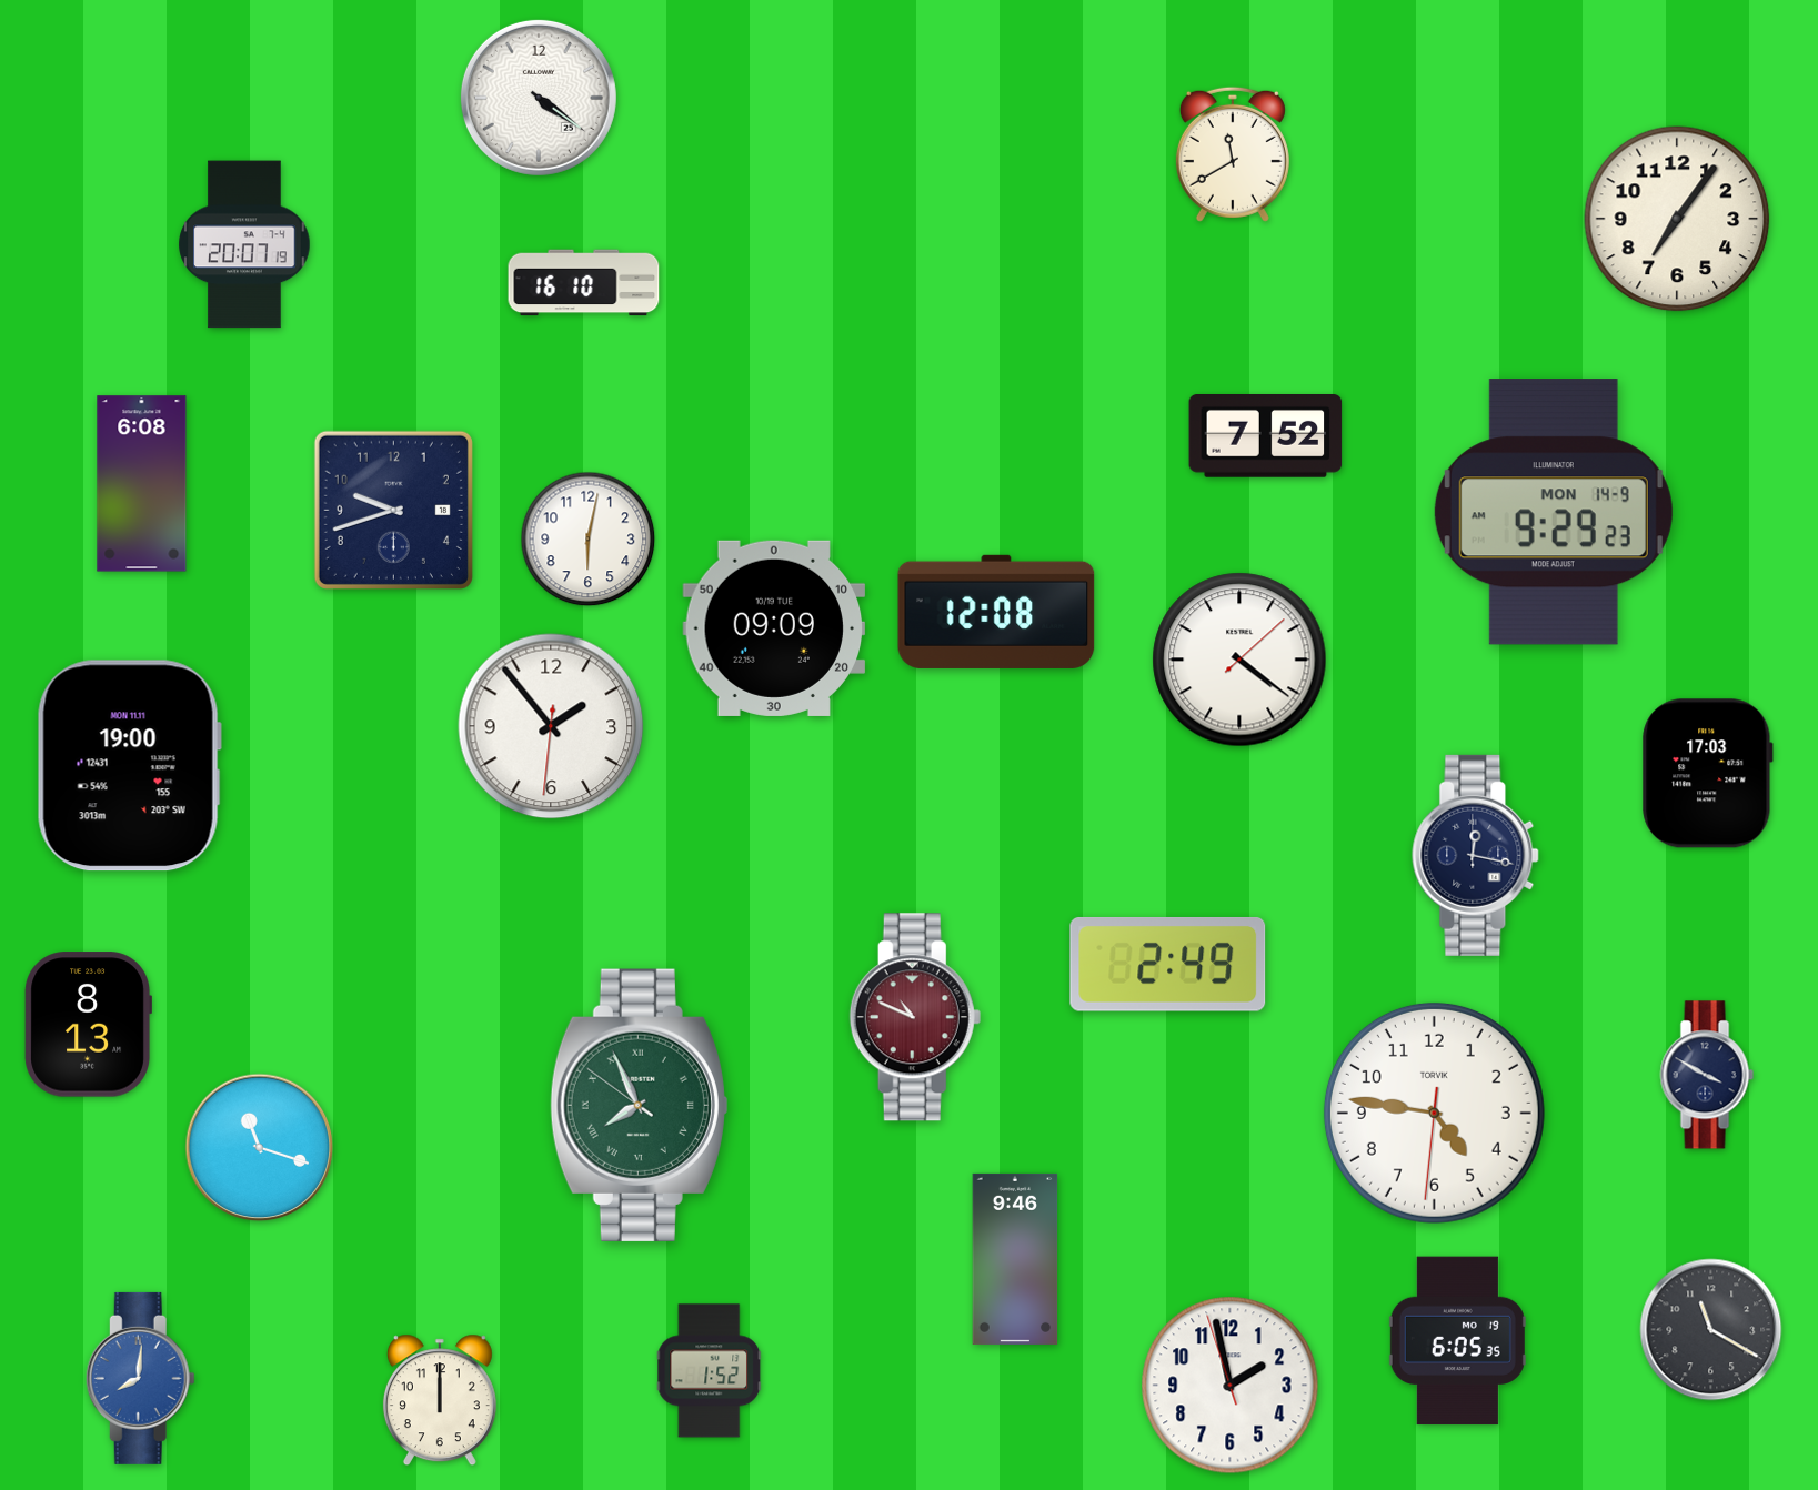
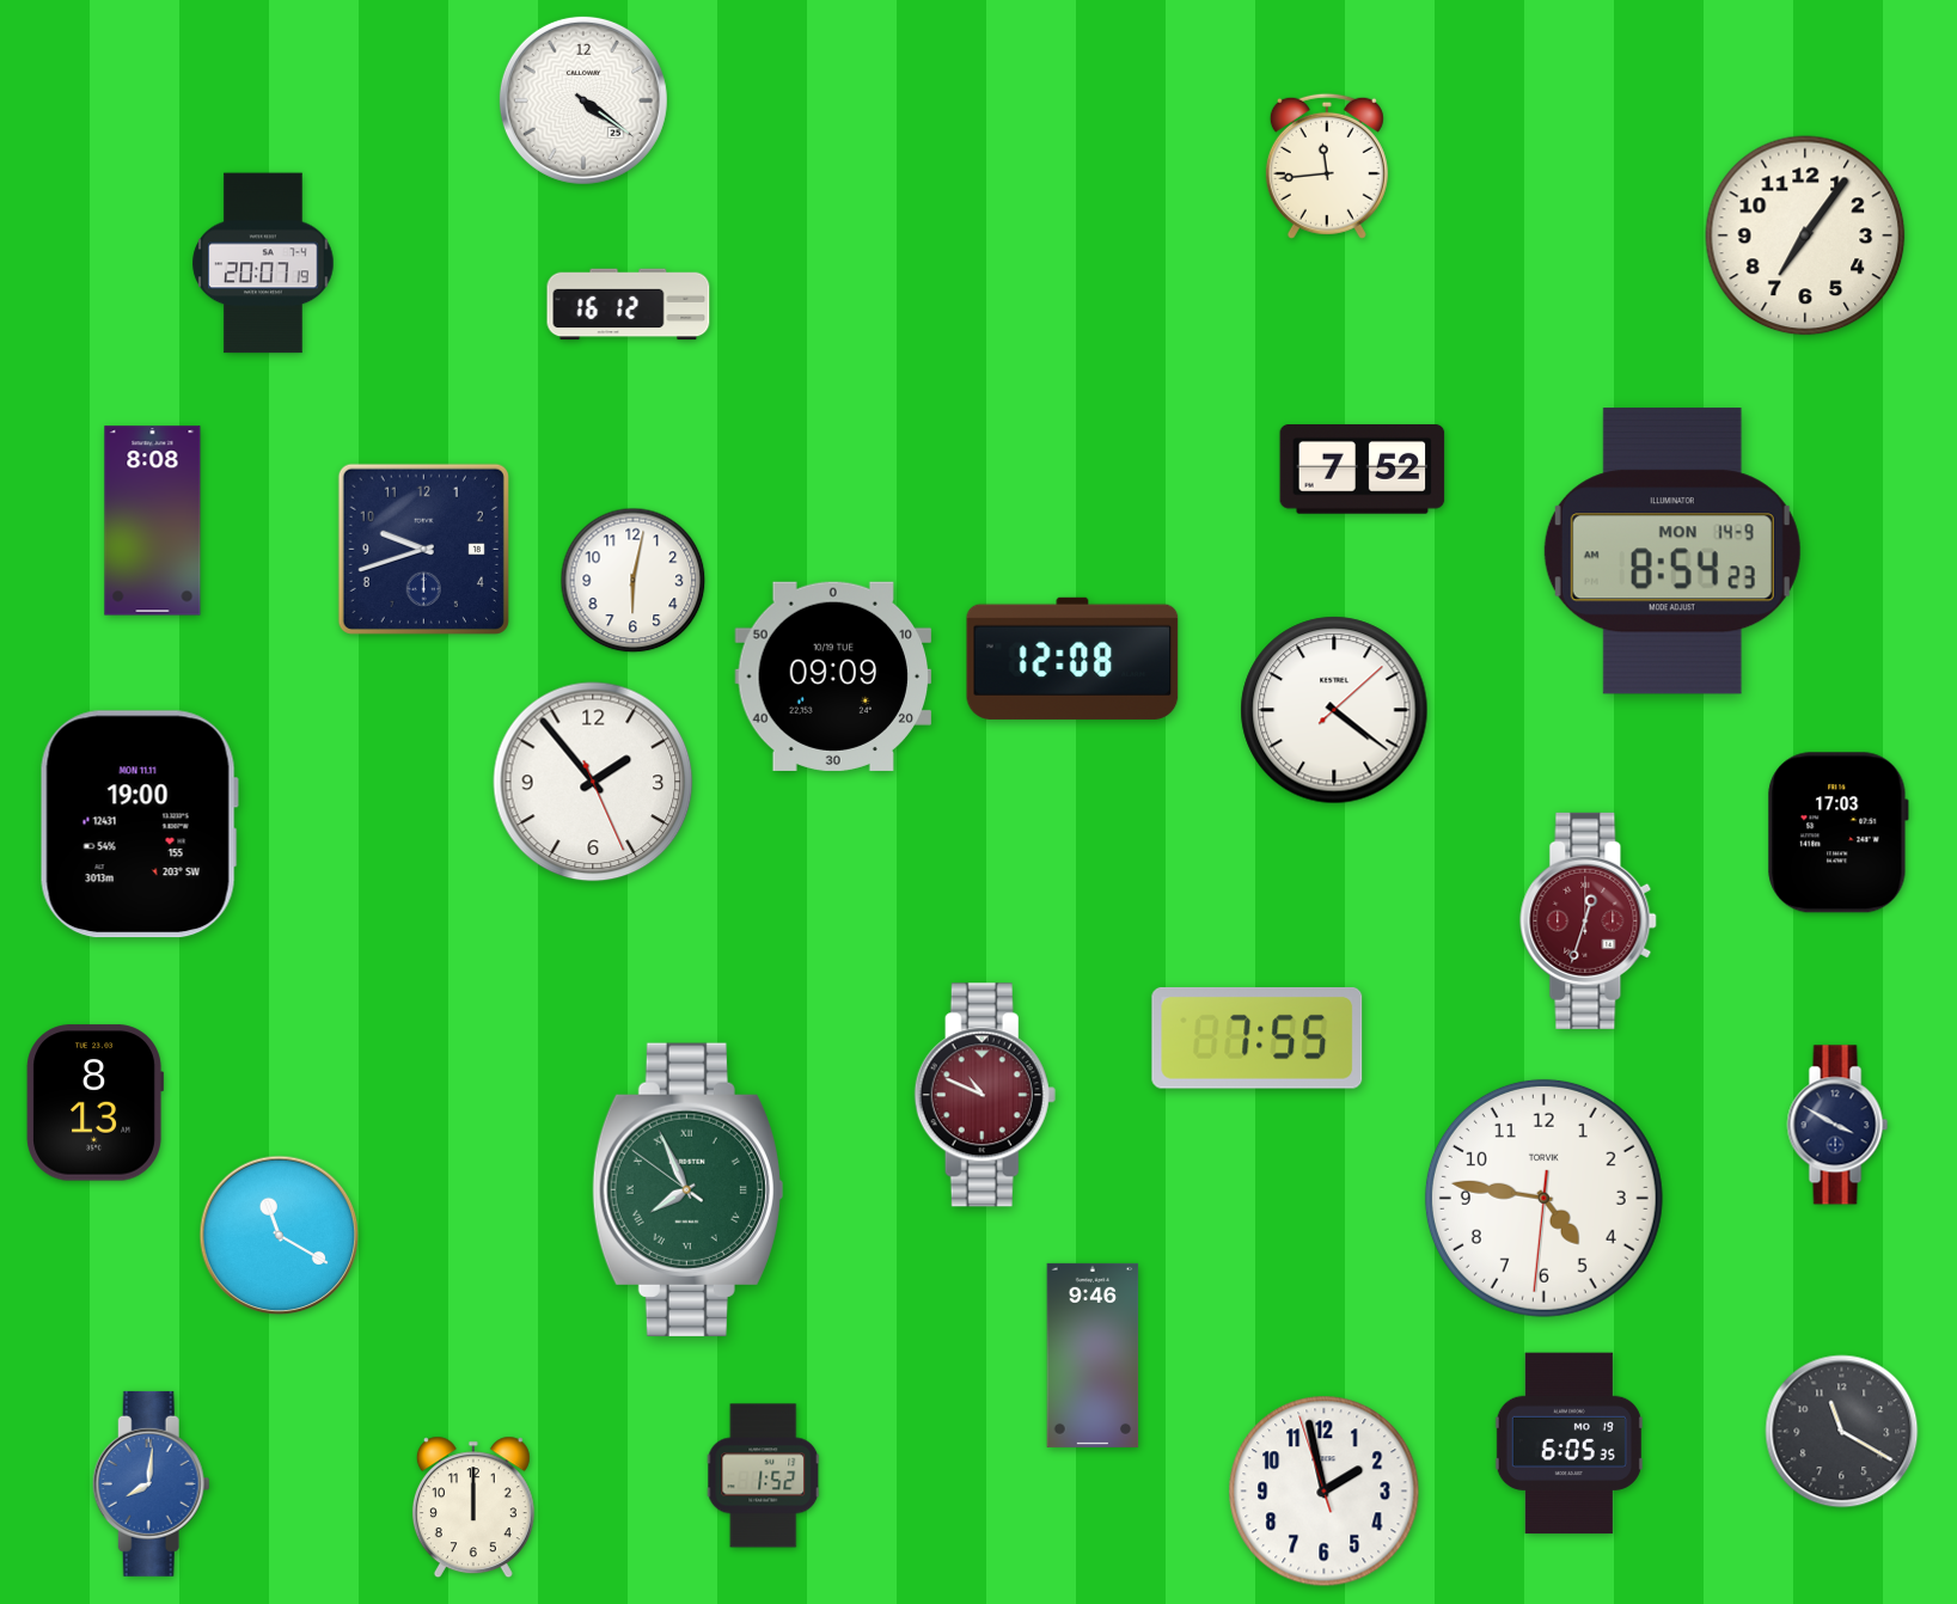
clock at (539, 98) position: (539, 98) -> (583, 100)
clock at (1233, 154): 11:40 -> 11:44
clock at (584, 283): 16:10 -> 16:12
clock at (142, 484): 6:08 -> 8:08
clock at (1554, 512): 9:29 -> 8:54
clock at (551, 726): 1:53:31 -> 1:53:26
clock at (1476, 855): 12:17 -> 12:33
clock at (1476, 855) dial: navy -> burgundy
clock at (1168, 964): 2:49 -> 7:55
clock at (1707, 1075) position: (1707, 1075) -> (1837, 1125)
clock at (260, 1148): 11:18 -> 11:20
